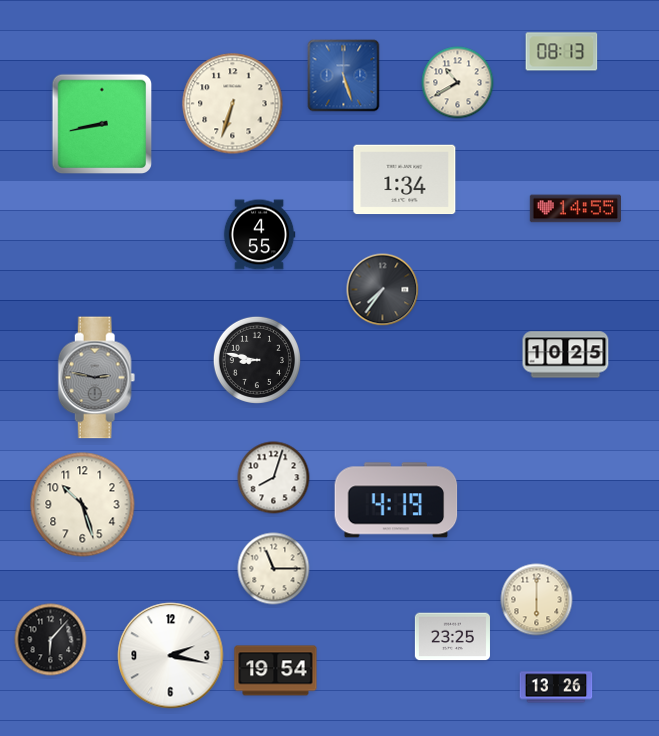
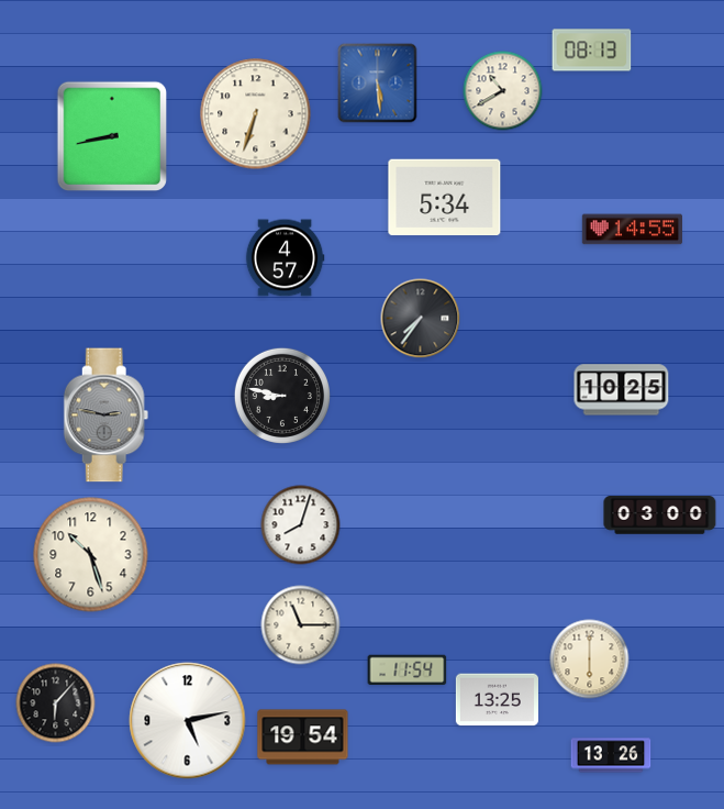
clock at (562, 52) position: (562, 52) -> (592, 51)
clock at (344, 76): 5:27 -> 5:29
clock at (405, 180): 1:34 -> 5:34
clock at (259, 235): 4:55 -> 4:57
clock at (660, 516): none -> 03:00
clock at (396, 500): 4:19 -> none
clock at (408, 671): none -> 11:54
clock at (452, 637): 23:25 -> 13:25
clock at (171, 656): 2:17 -> 5:13
